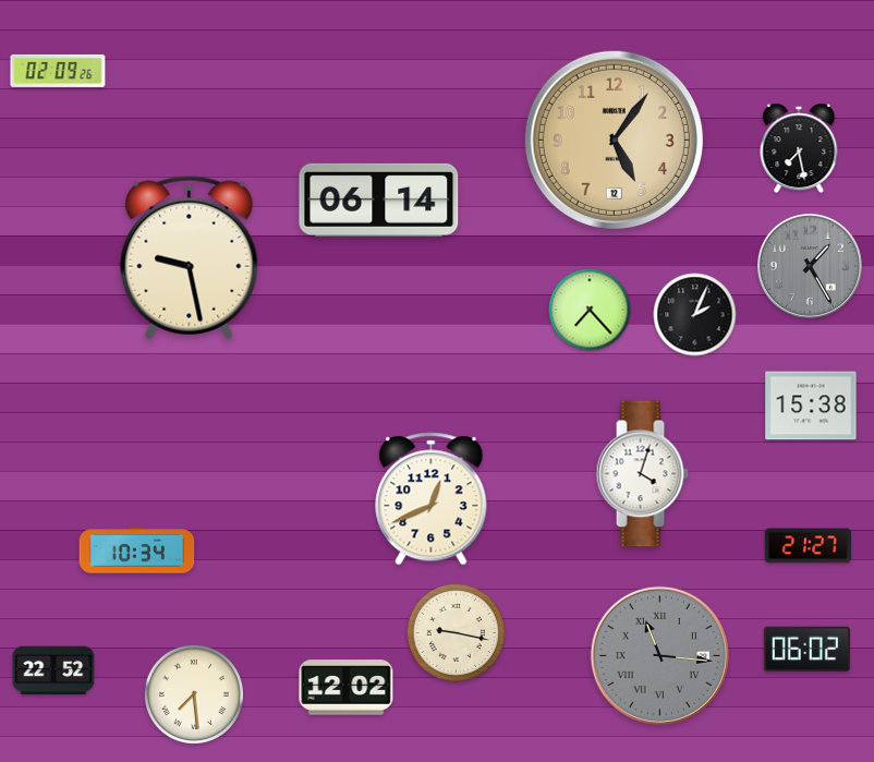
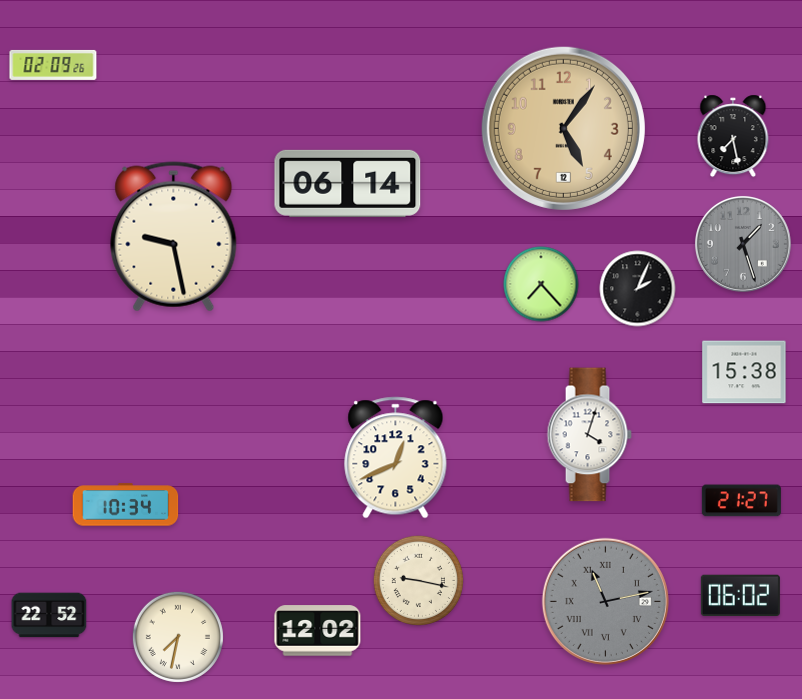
clock at (810, 266): 1:25 -> 1:27
clock at (659, 655): 11:16 -> 11:13
clock at (194, 694): 7:29 -> 7:32
